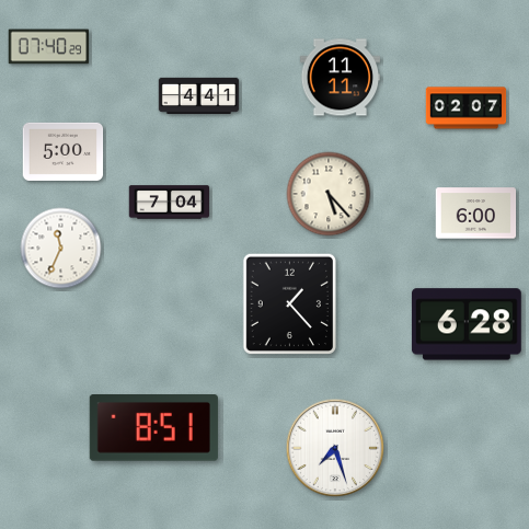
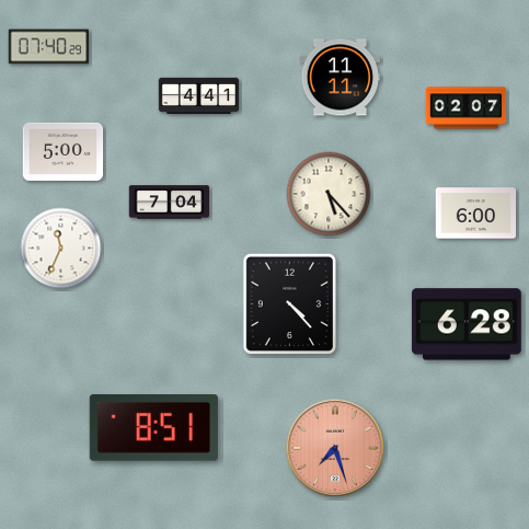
clock at (289, 303): 1:23 -> 4:23
clock at (335, 448) dial: white -> salmon
